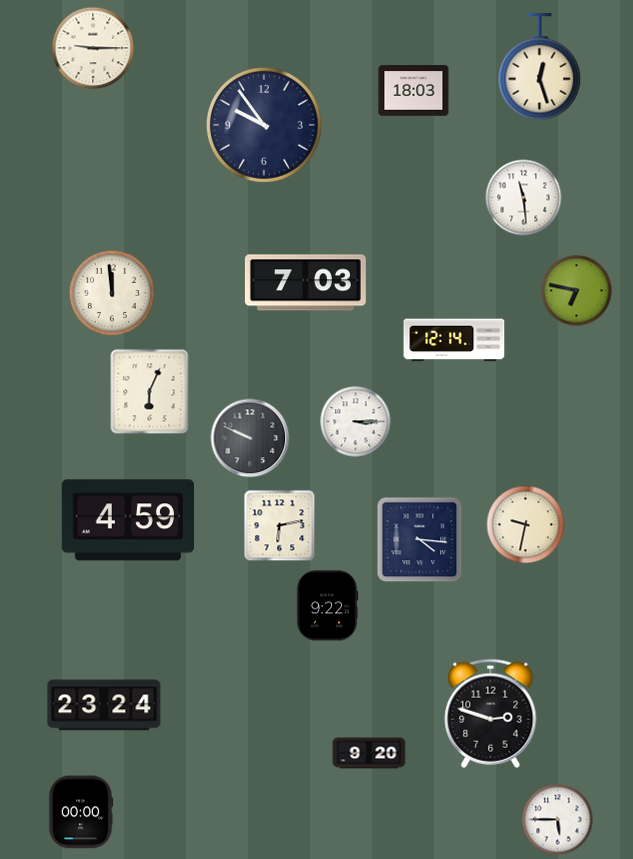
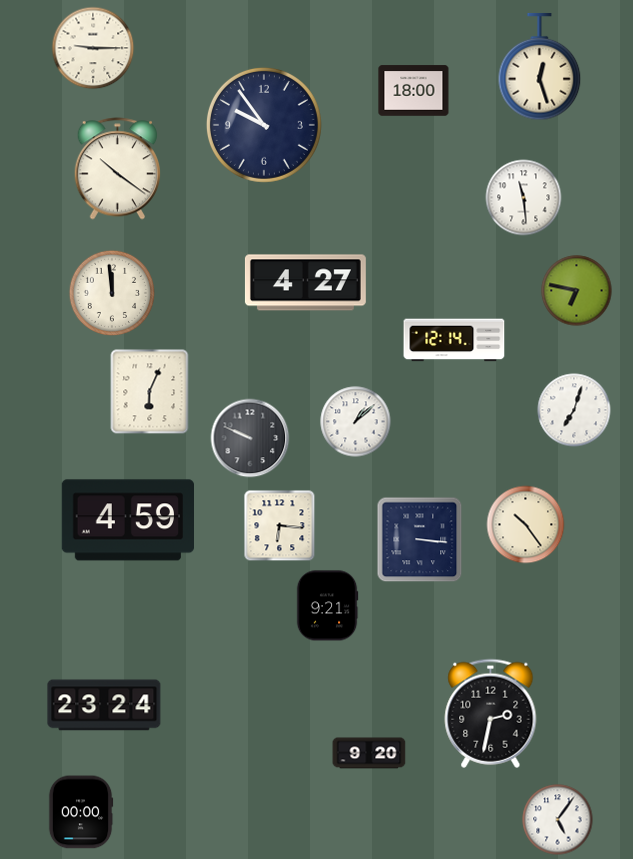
clock at (414, 91): 18:03 -> 18:00
clock at (117, 169): none -> 10:21
clock at (305, 283): 7:03 -> 4:27
clock at (574, 410): none -> 7:03
clock at (356, 422): 3:15 -> 1:08
clock at (526, 525): 9:32 -> 10:24
clock at (280, 526): 6:13 -> 6:16
clock at (420, 540): 4:16 -> 3:16
clock at (327, 606): 9:22 -> 9:21
clock at (491, 713): 2:48 -> 2:32
clock at (558, 820): 5:45 -> 5:06
